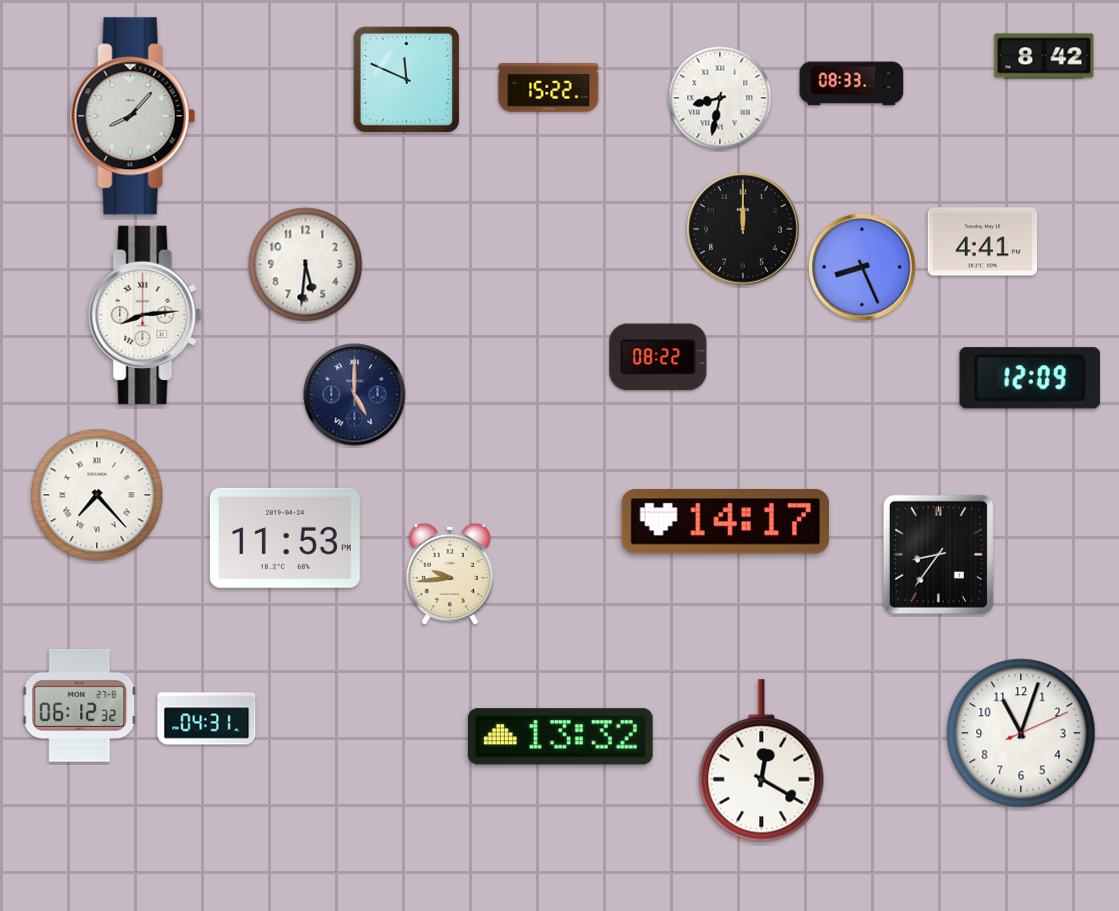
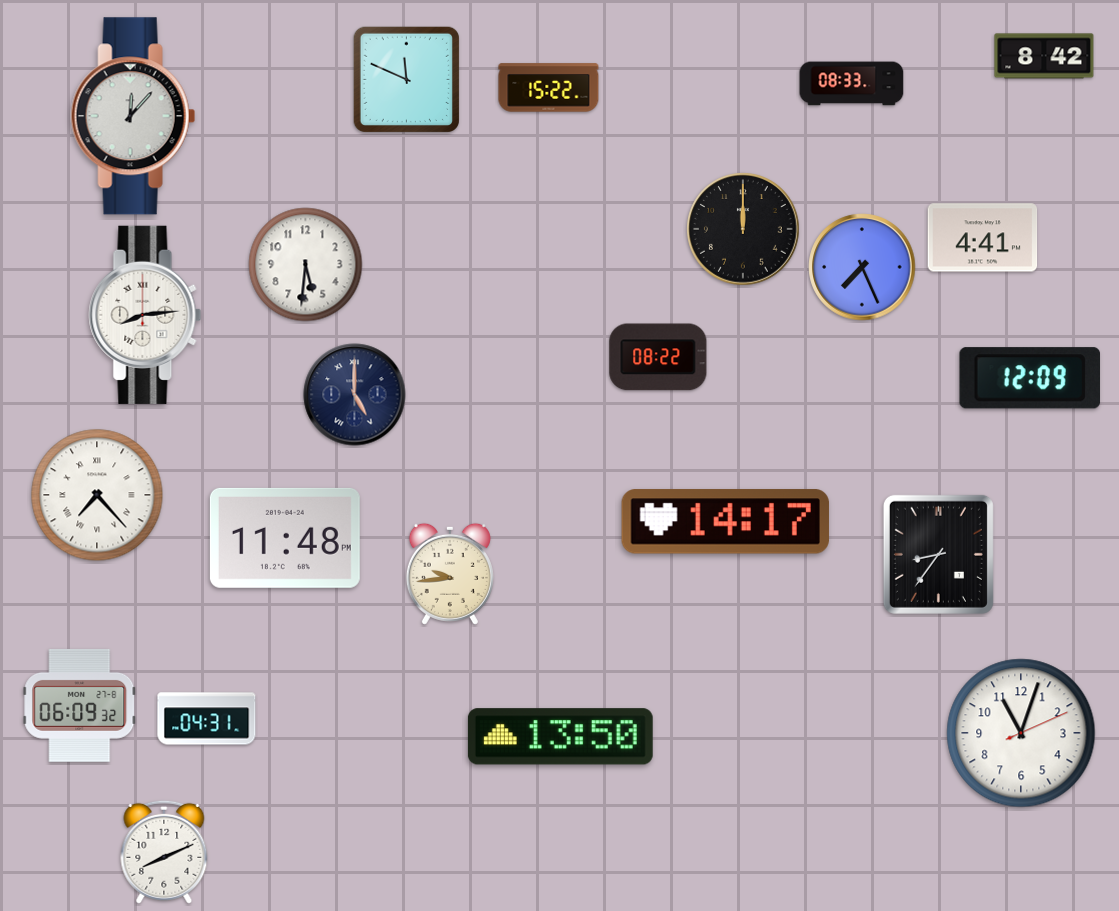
clock at (720, 98): 8:32 -> none
clock at (133, 116): 8:07 -> 12:07
clock at (983, 242) position: (983, 242) -> (983, 238)
clock at (862, 267): 8:26 -> 7:26
clock at (285, 538): 11:53 -> 11:48
clock at (80, 705): 06:12 -> 06:09
clock at (560, 737): 13:32 -> 13:50
clock at (762, 761): 12:20 -> none
clock at (164, 852): none -> 8:11
